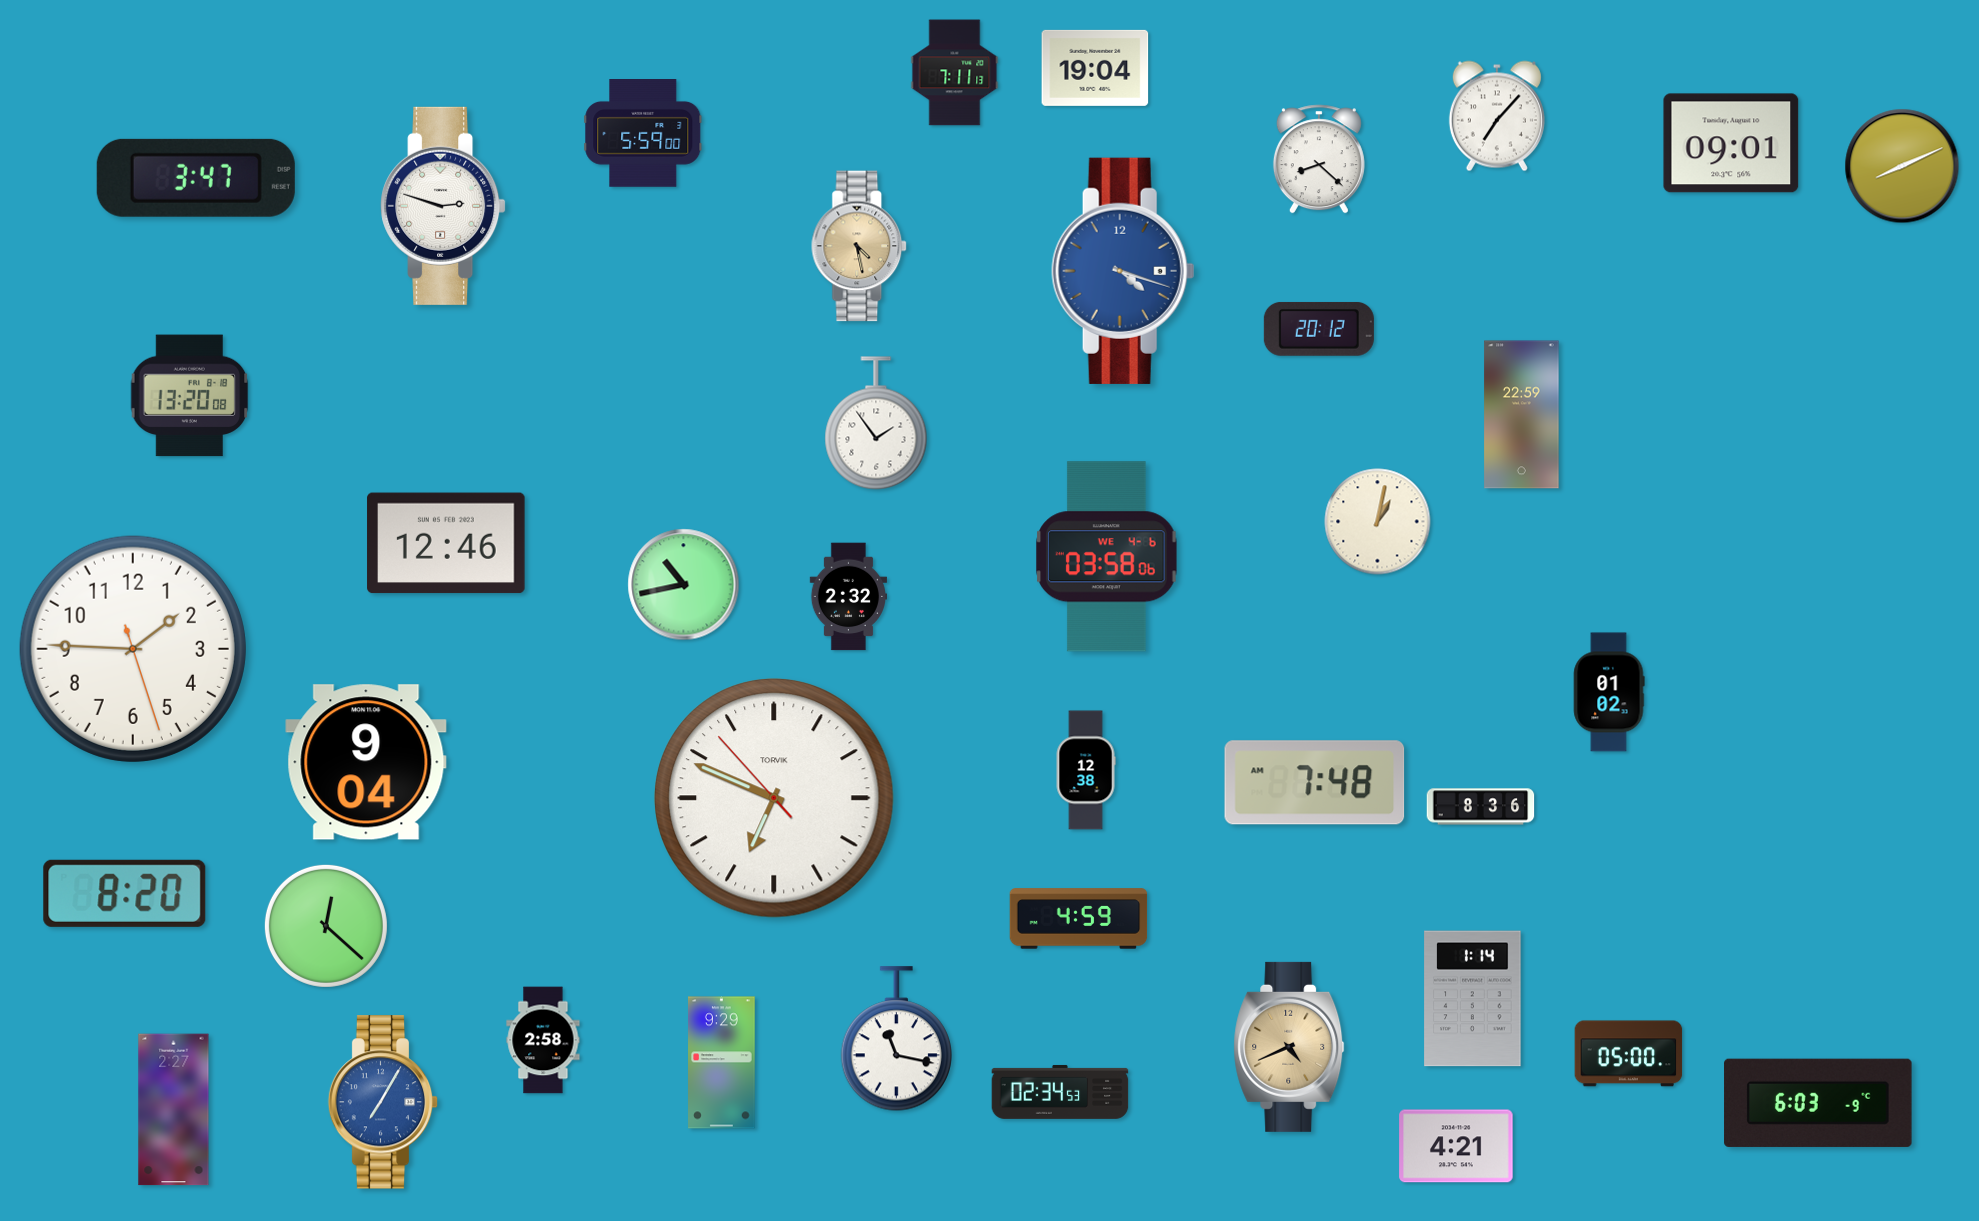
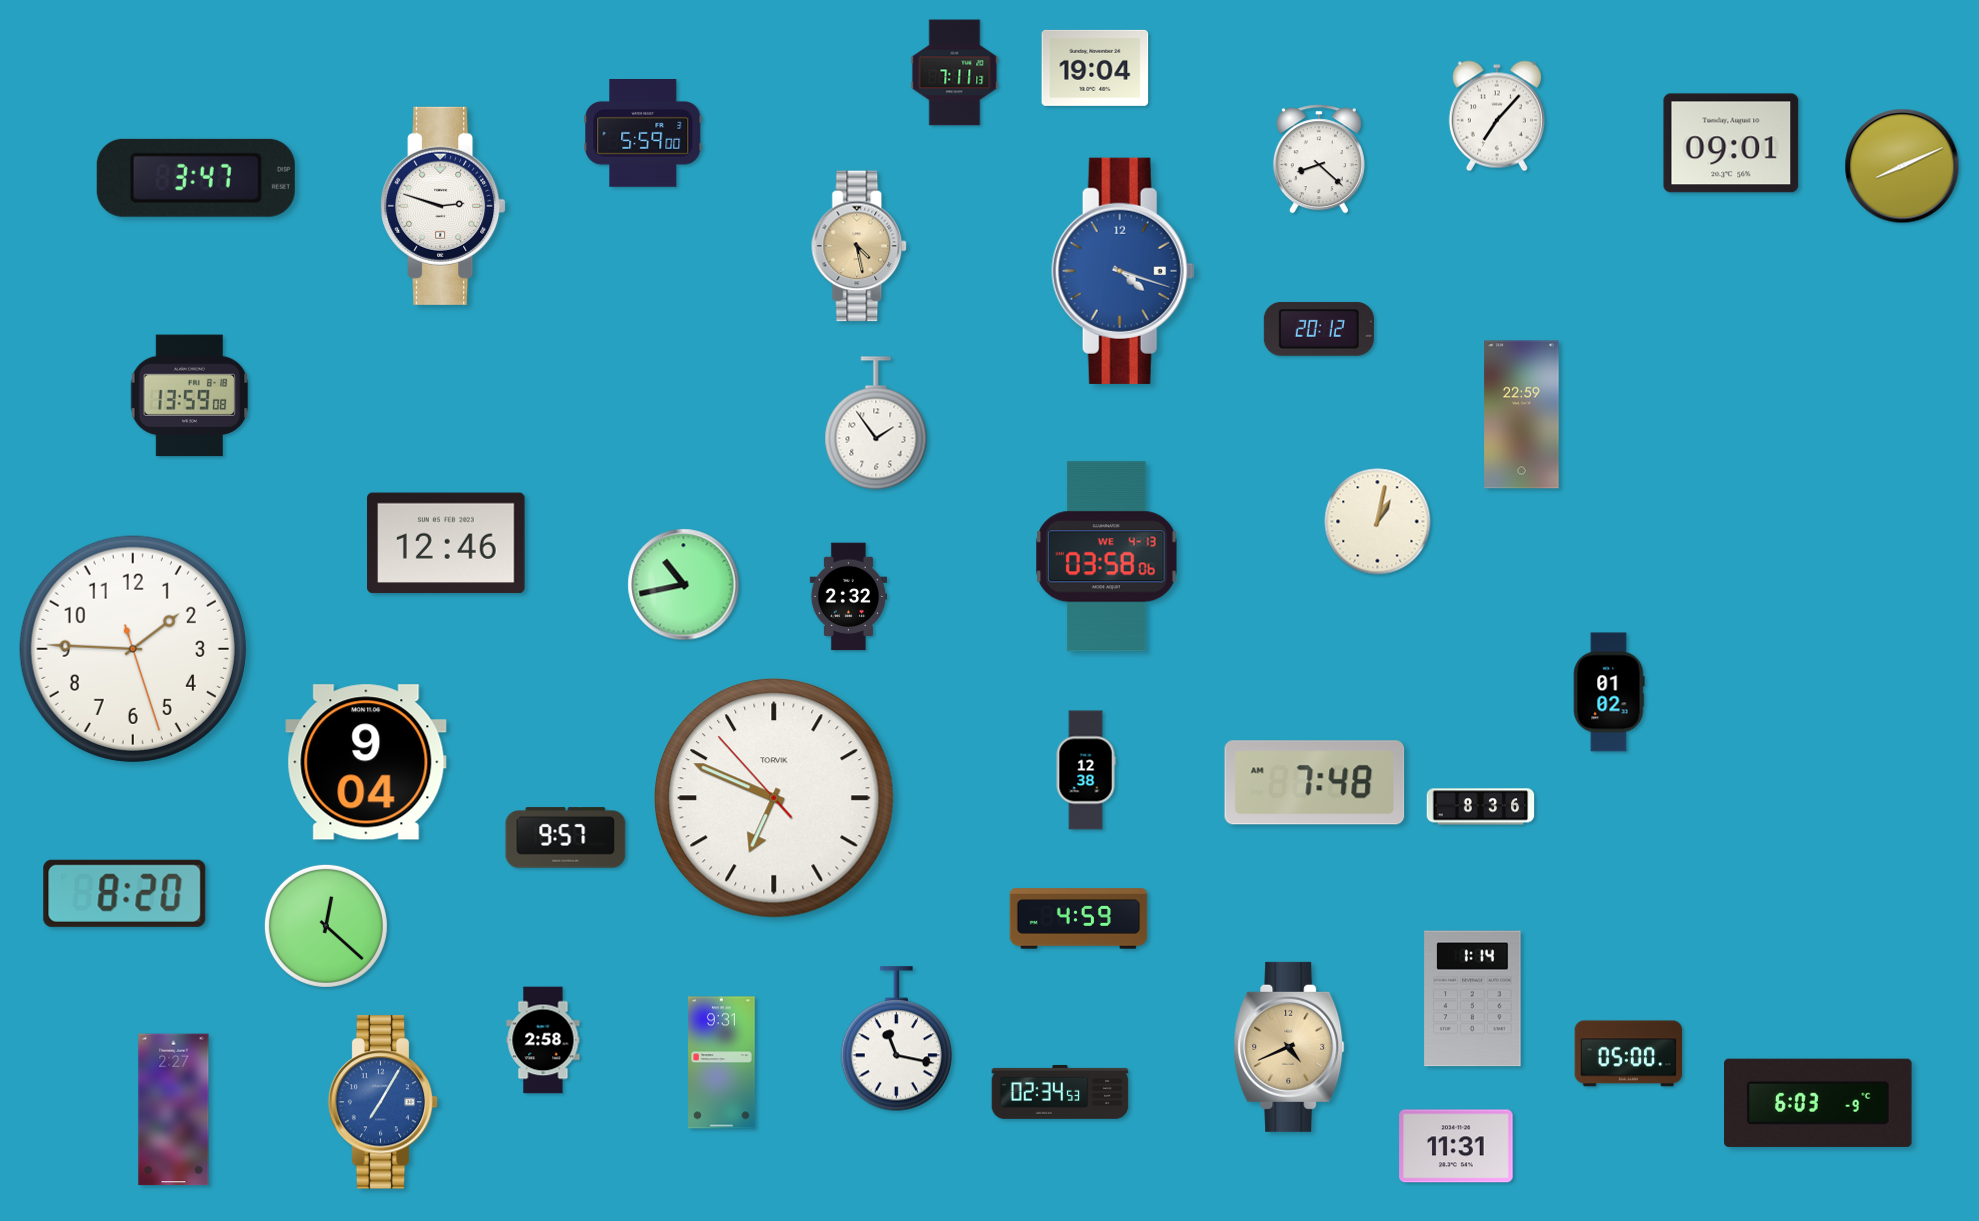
clock at (190, 396): 13:20 -> 13:59
clock at (1107, 557) date: WE 4-6 -> WE 4-13
clock at (566, 838): none -> 9:57
clock at (722, 1063): 9:29 -> 9:31
clock at (1456, 1146): 4:21 -> 11:31
